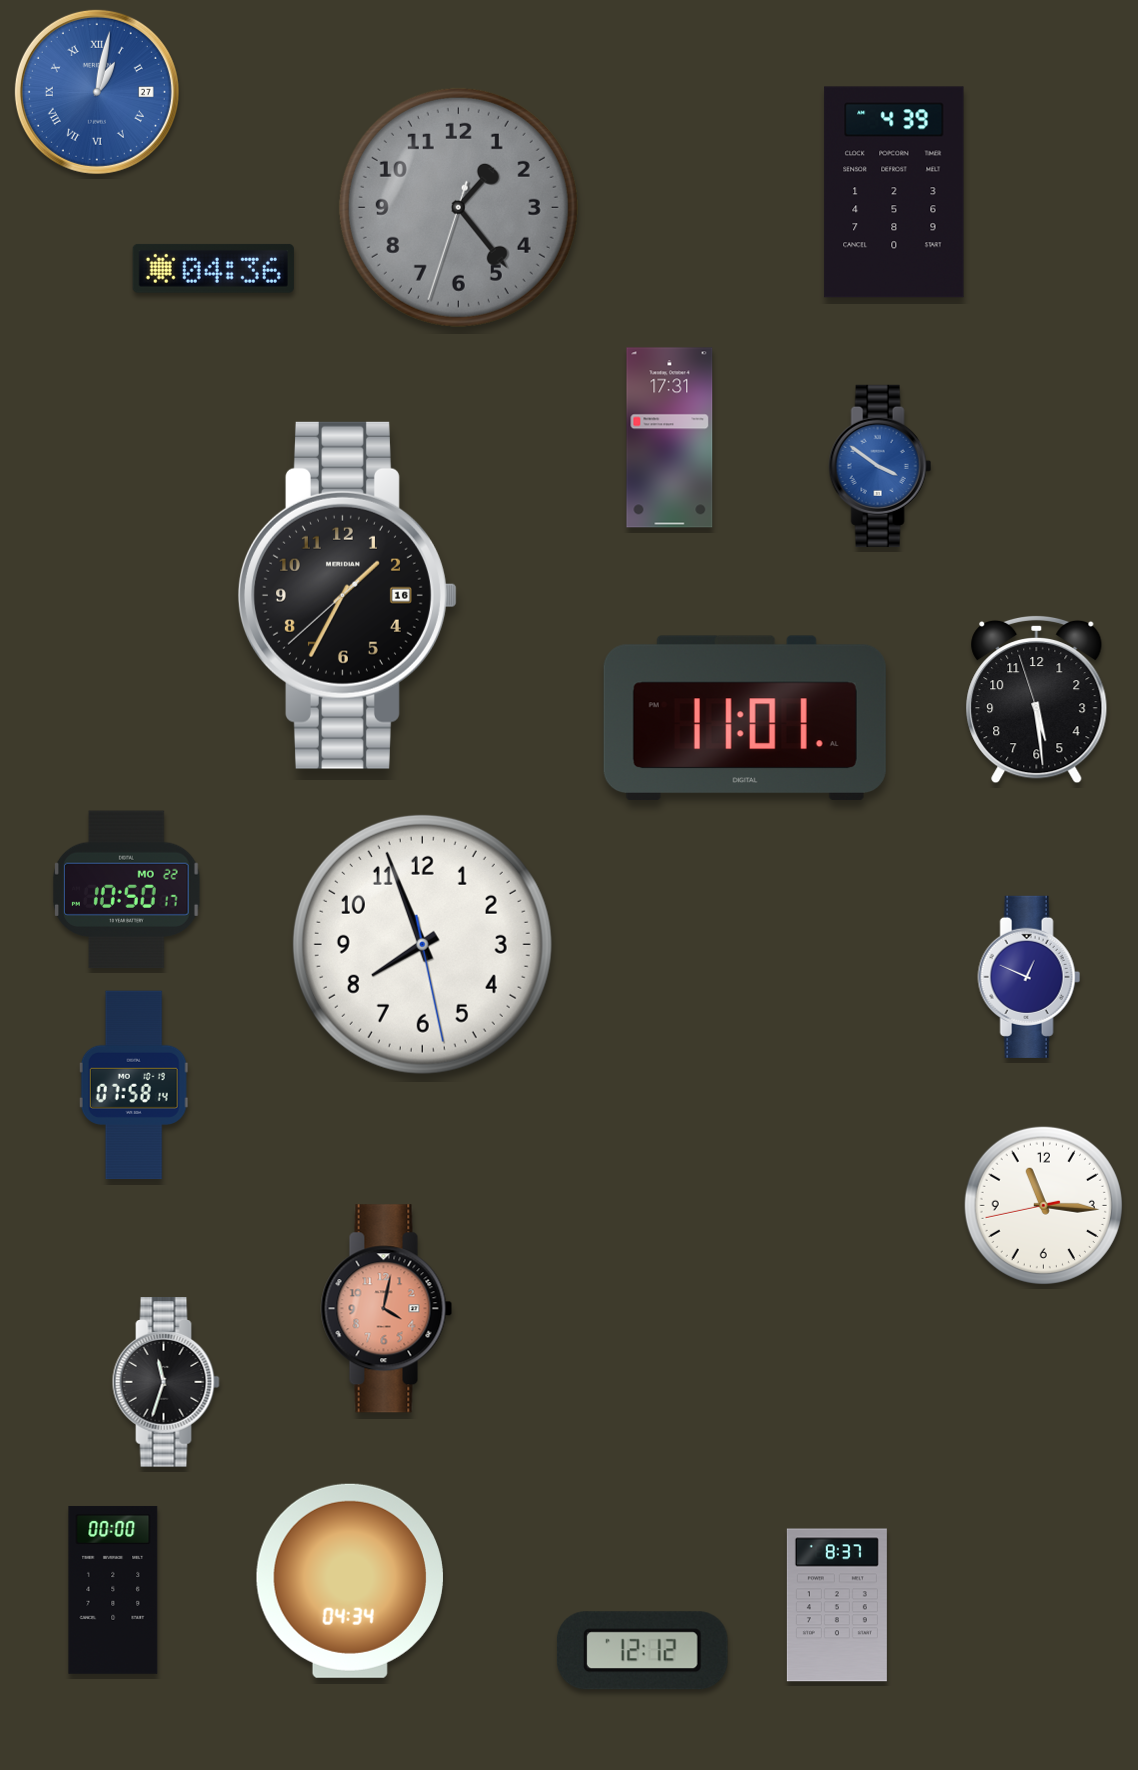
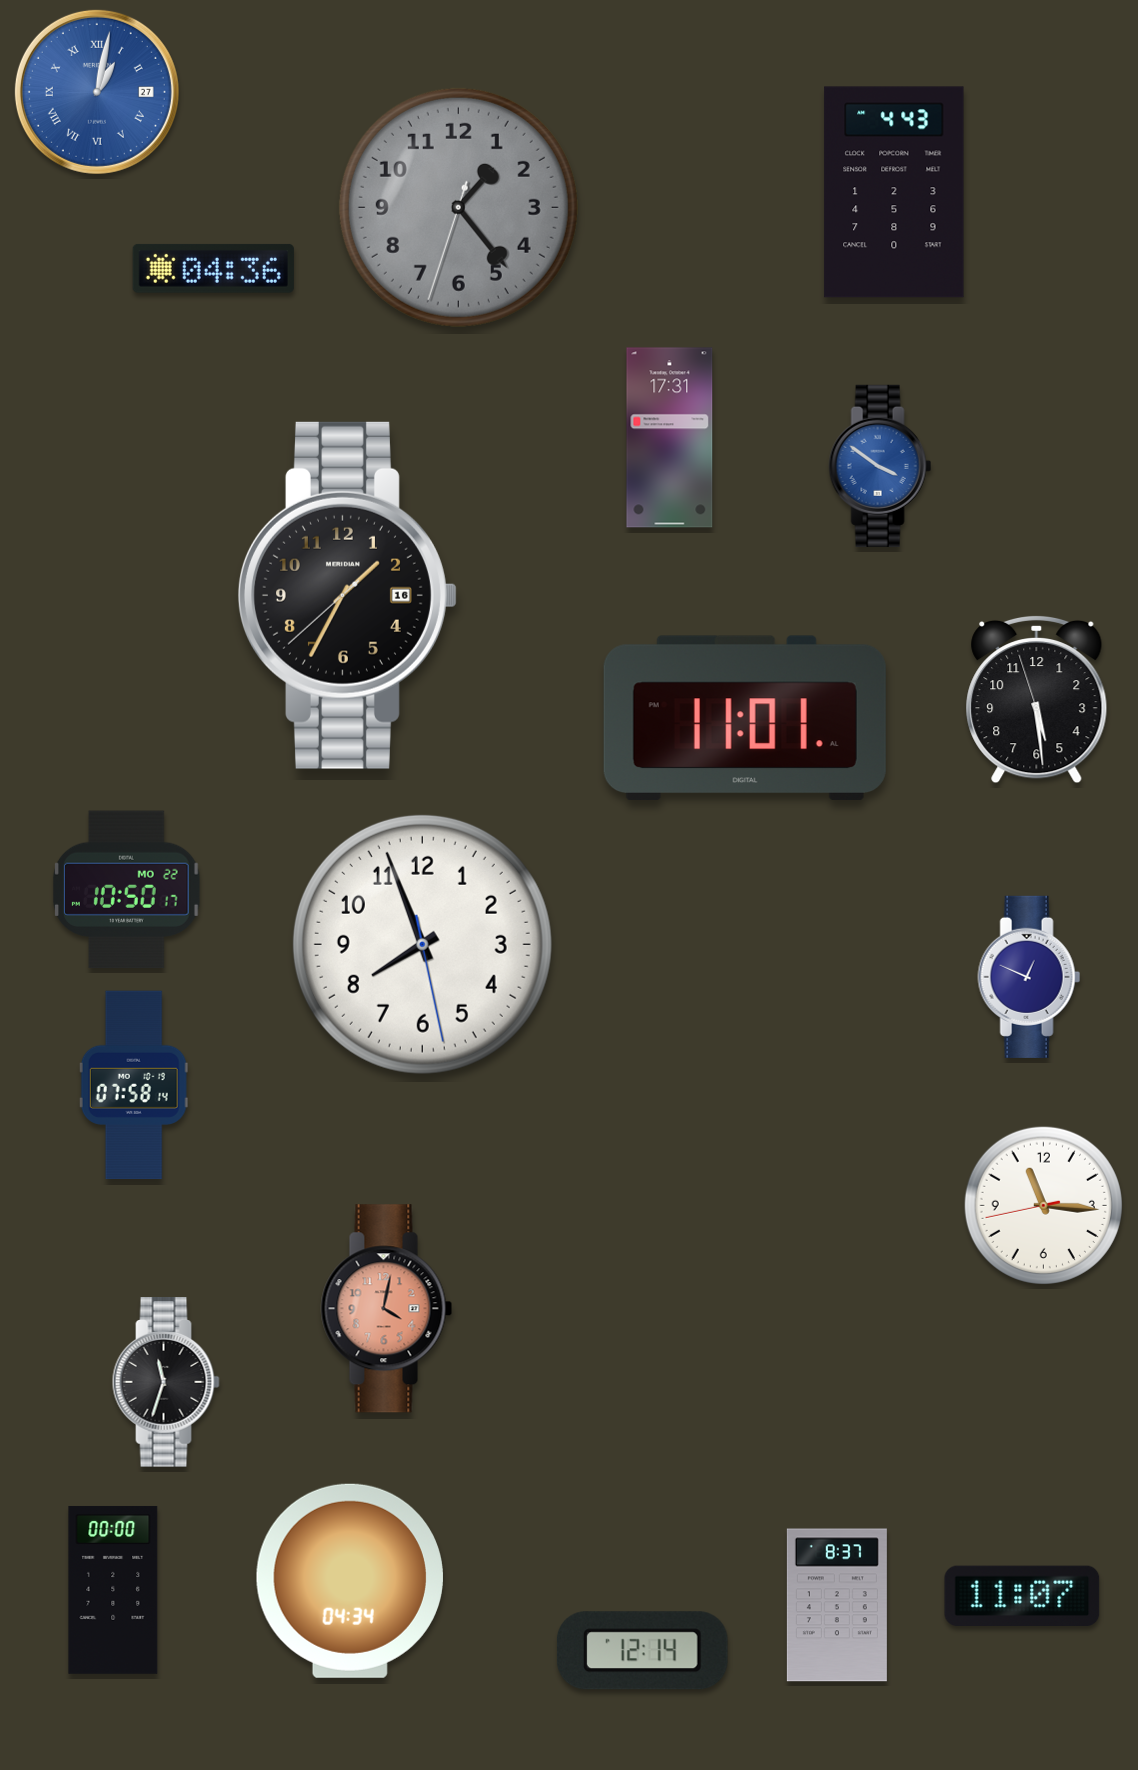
clock at (894, 192): 4:39 -> 4:43
clock at (1022, 1595): none -> 11:07
clock at (642, 1651): 12:12 -> 12:14
